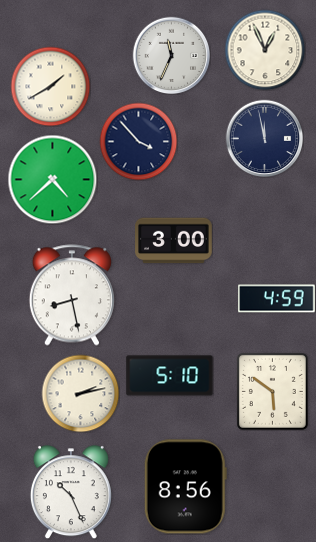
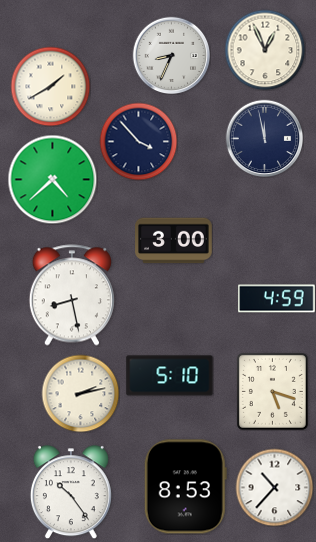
clock at (171, 55): 11:34 -> 8:34
clock at (272, 391): 5:51 -> 5:18
clock at (185, 487): 8:56 -> 8:53
clock at (274, 487): none -> 10:37
clock at (71, 492): 10:26 -> 10:24
